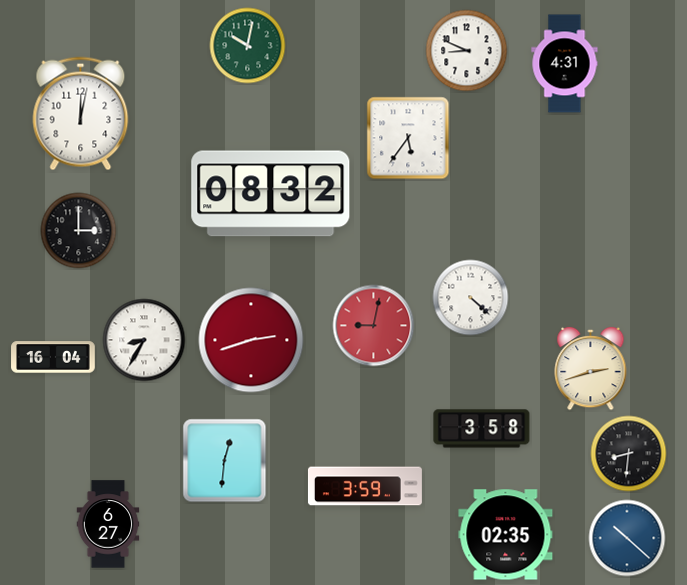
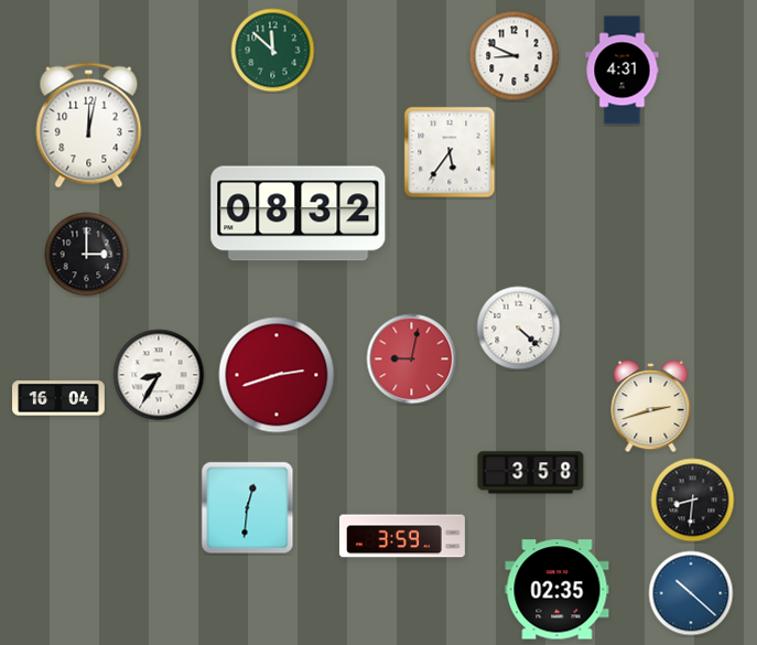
clock at (248, 46): 10:02 -> 11:52
clock at (53, 357) position: (53, 357) -> (58, 398)
clock at (108, 524): 6:27 -> none
